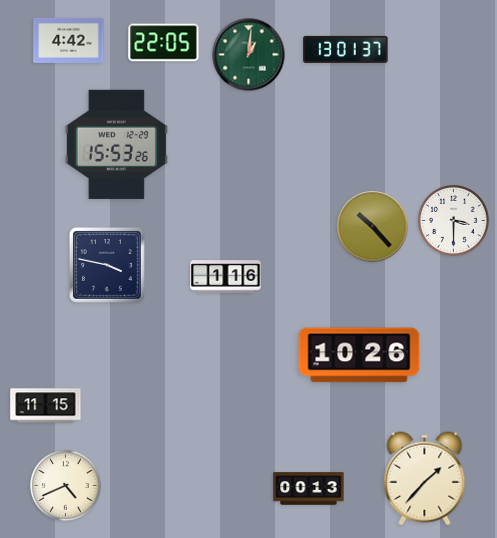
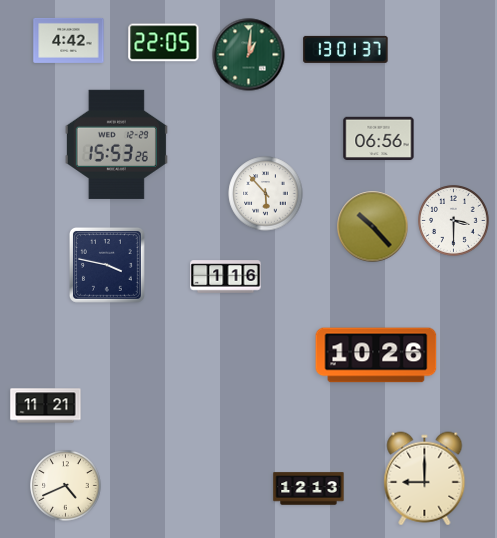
clock at (379, 139): none -> 06:56
clock at (266, 194): none -> 5:53
clock at (359, 355) position: (359, 355) -> (376, 355)
clock at (46, 406): 11:15 -> 11:21
clock at (425, 479): 1:37 -> 9:00
clock at (309, 489): 00:13 -> 12:13
